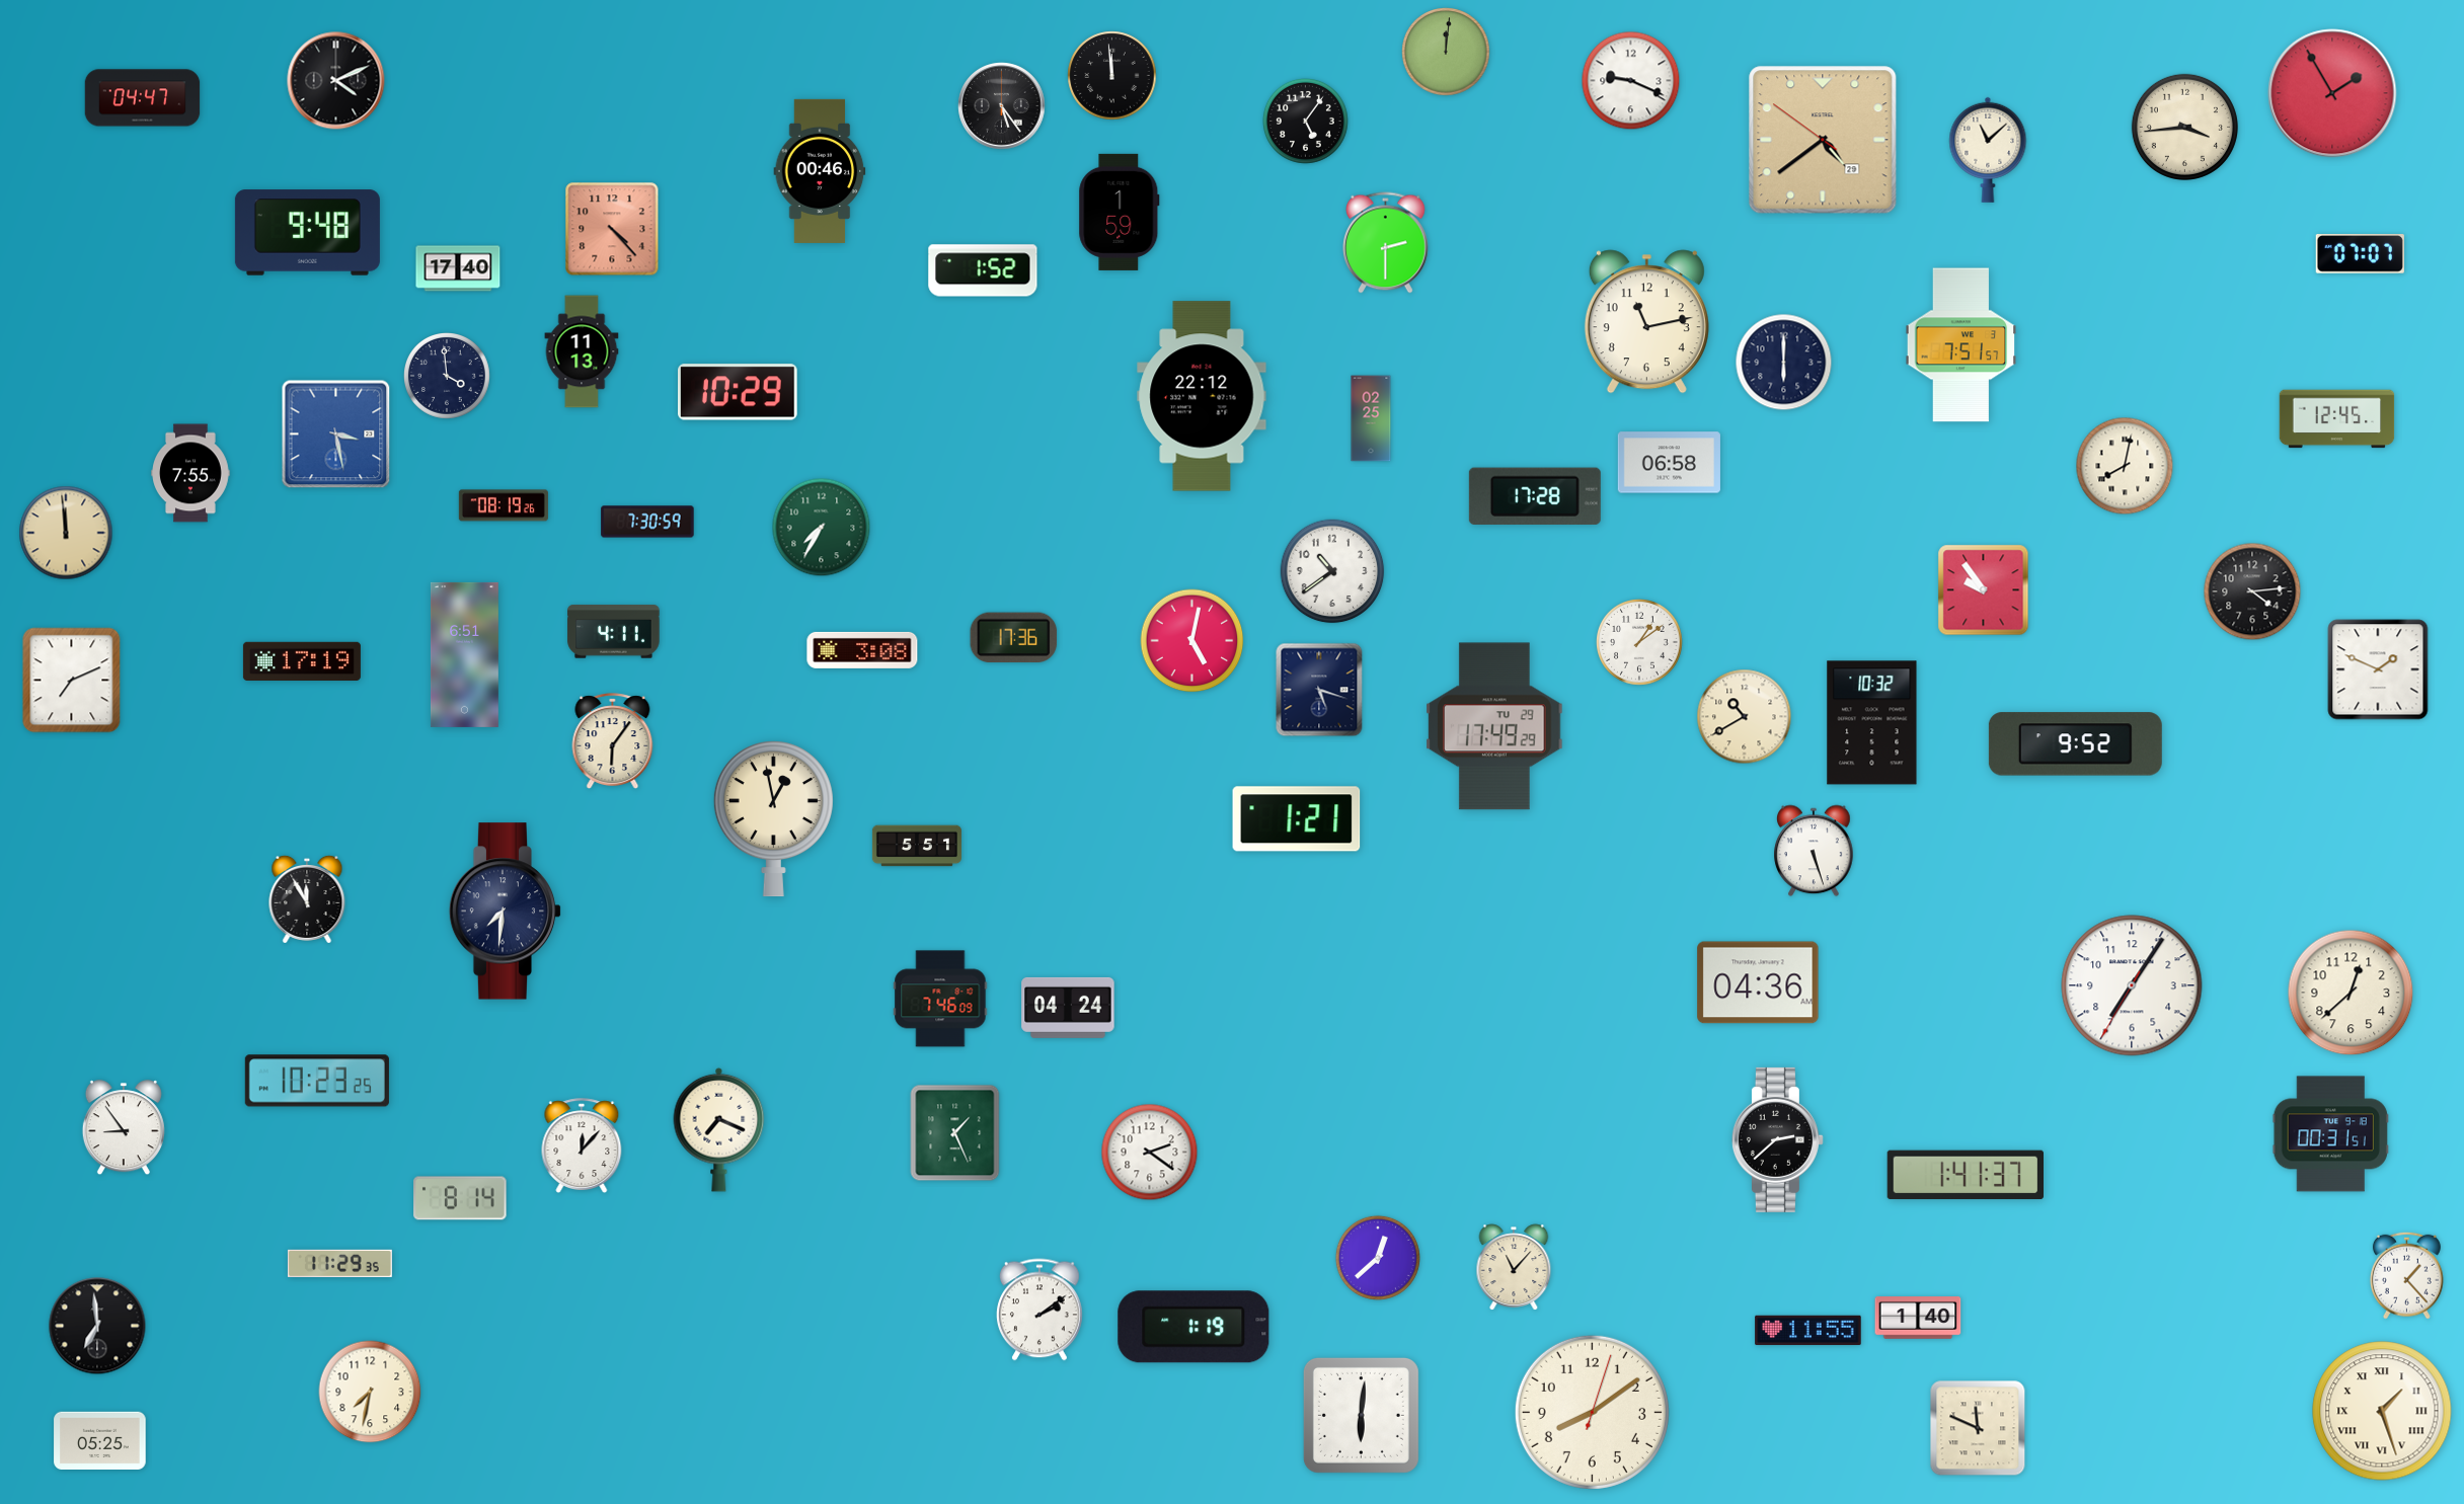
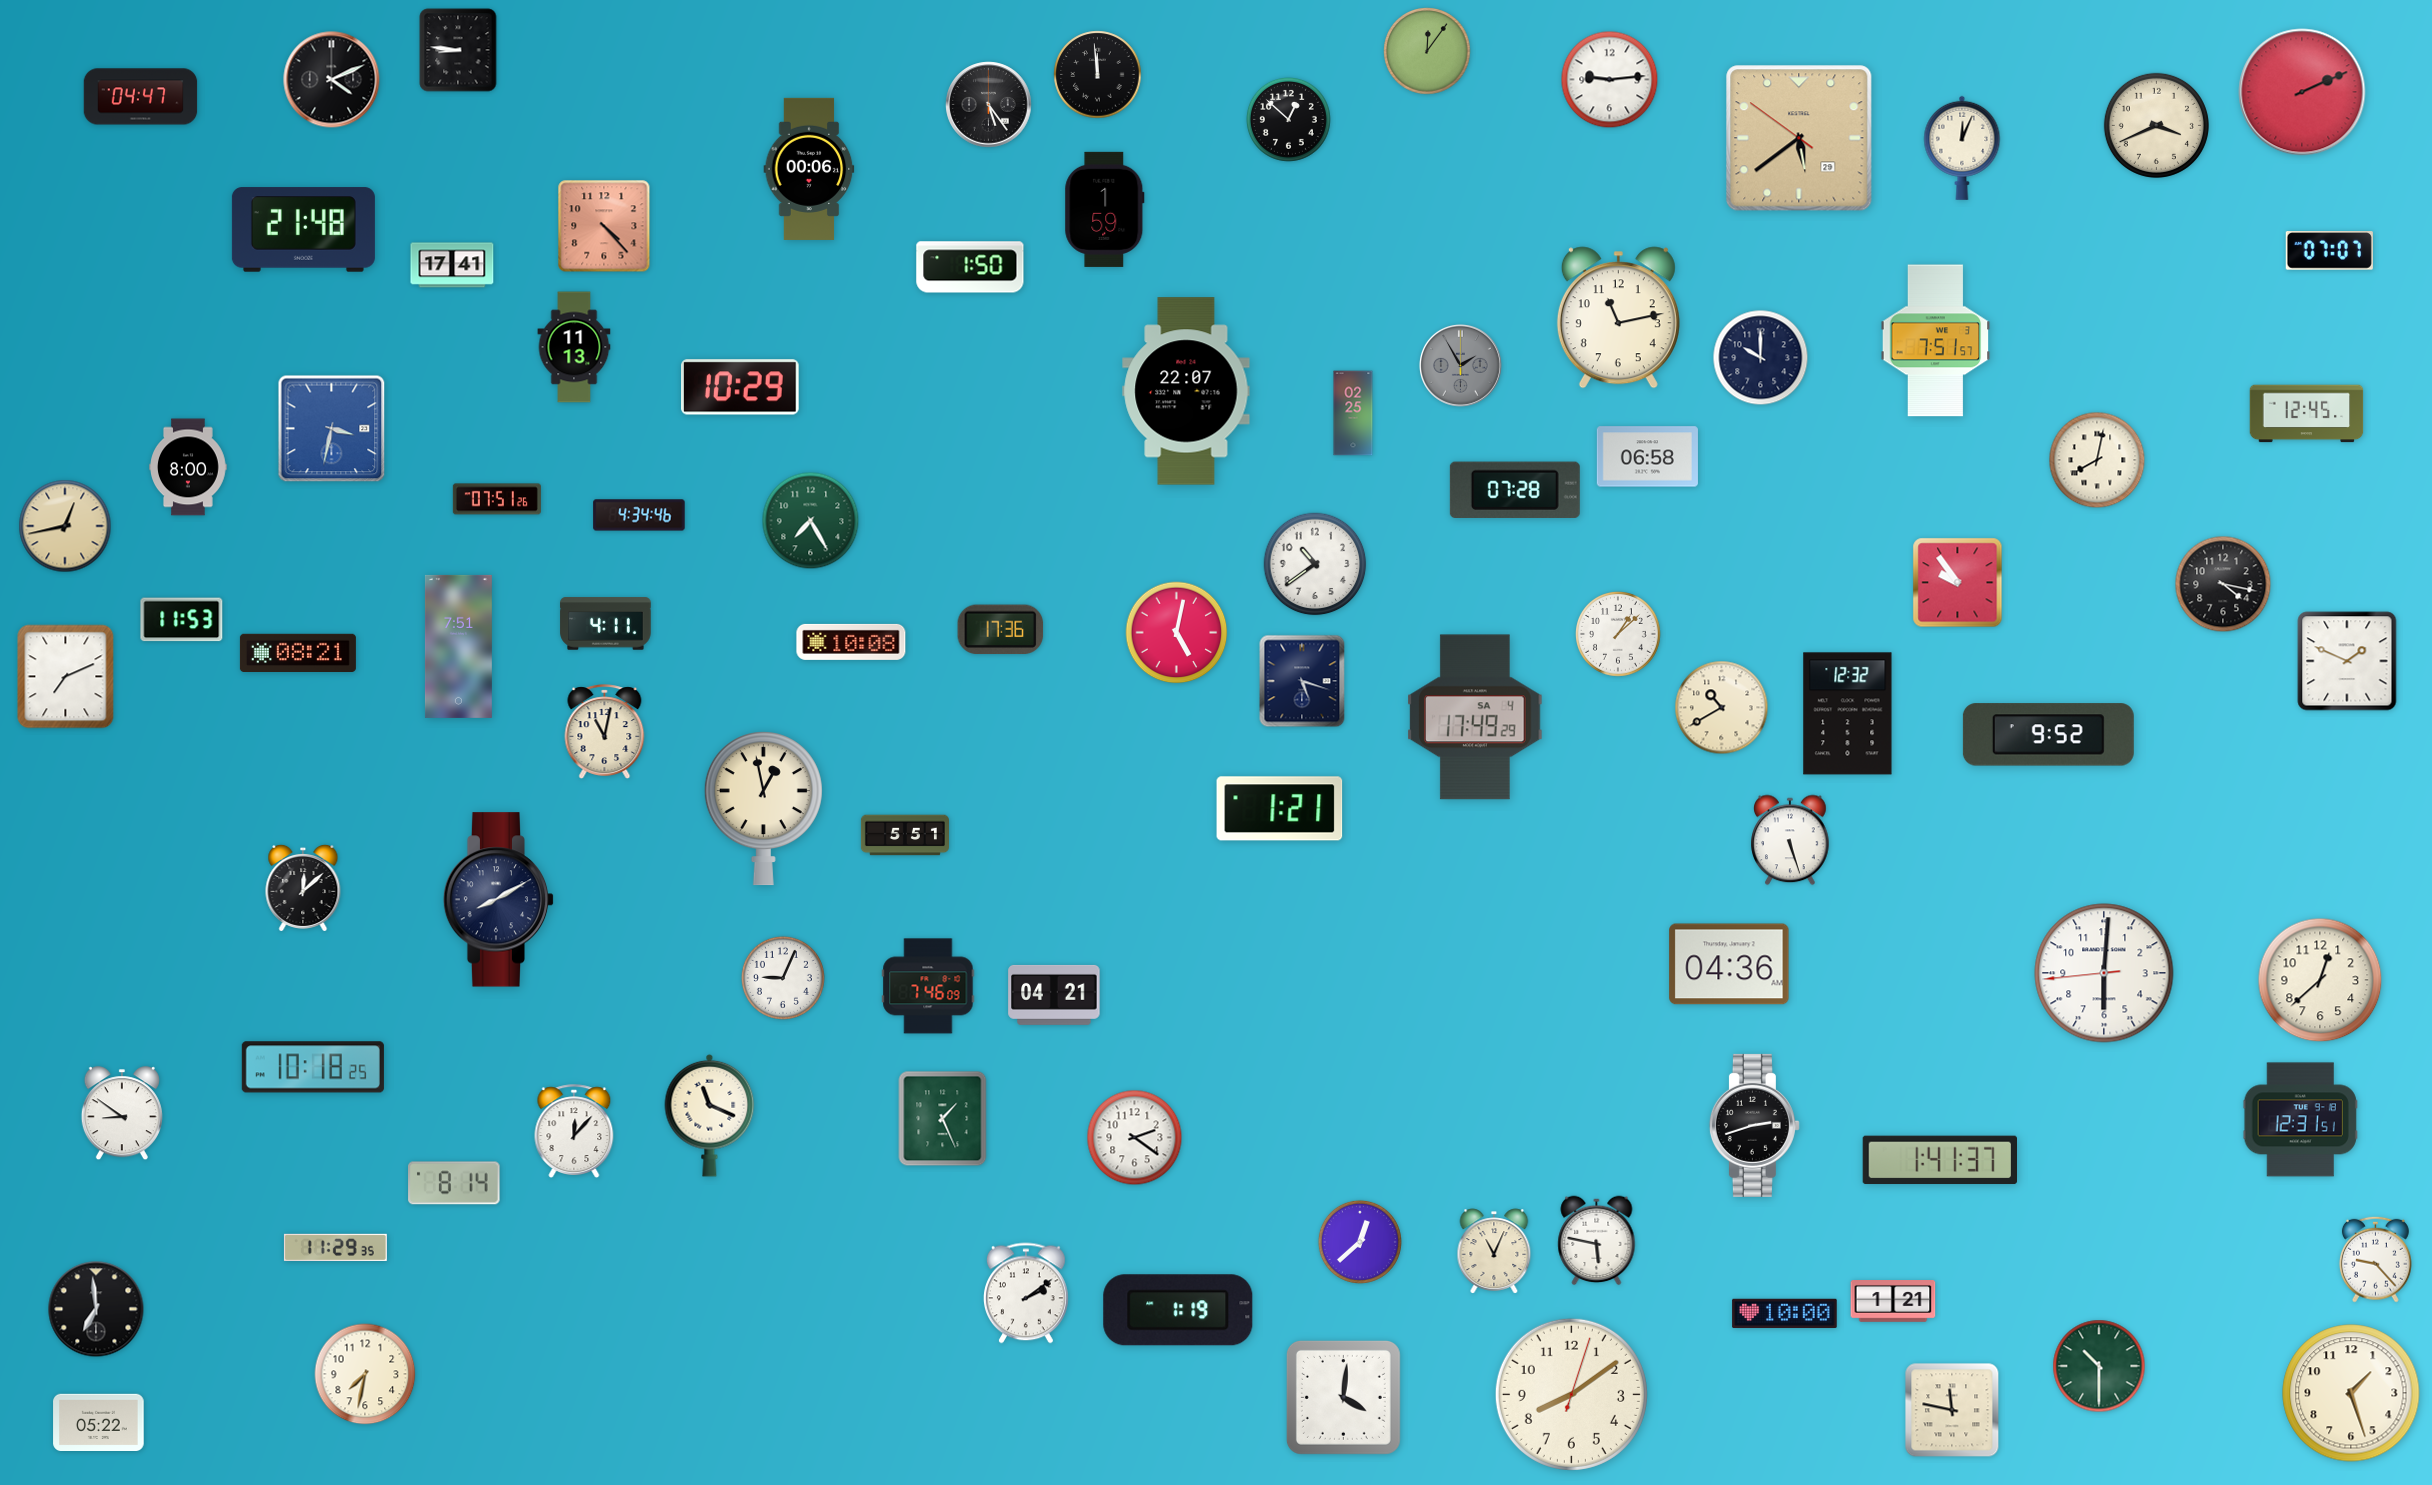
clock at (458, 50): none -> 8:46
clock at (1446, 52): 12:01 -> 12:06
clock at (1631, 81): 9:19 -> 9:14
clock at (2332, 93): 1:55 -> 2:11
clock at (1305, 121): 5:06 -> 12:52
clock at (2184, 127): 3:44 -> 3:41
clock at (1823, 140): 4:38 -> 5:38
clock at (1988, 150): 11:08 -> 12:04
clock at (820, 171): 00:46 -> 00:06
clock at (307, 233): 9:48 -> 21:48
clock at (1386, 243): 2:30 -> none
clock at (458, 268): 17:40 -> 17:41
clock at (983, 270): 1:52 -> 1:50
clock at (1646, 322) position: (1646, 322) -> (1618, 318)
clock at (1784, 363): 6:00 -> 10:00
clock at (1460, 365): none -> 1:55
clock at (448, 377): 3:59 -> none
clock at (739, 392) position: (739, 392) -> (741, 387)
clock at (1202, 396): 22:12 -> 22:07
clock at (336, 434): 3:28 -> 3:32
clock at (190, 473): 7:55 -> 8:00
clock at (1535, 495): 17:28 -> 07:28
clock at (504, 505): 08:19 -> 07:51
clock at (647, 522): 7:30 -> 4:34
clock at (822, 528): 7:35 -> 7:25
clock at (66, 533): 11:59 -> 12:43
clock at (2252, 591): 4:14 -> 4:17
clock at (182, 620): none -> 11:53
clock at (1640, 643): 1:09 -> 1:08
clock at (862, 650): 3:08 -> 10:08
clock at (464, 654): 6:51 -> 7:51
clock at (302, 661): 17:19 -> 08:21
clock at (72, 681) position: (72, 681) -> (66, 677)
clock at (1872, 723): 10:32 -> 12:32
clock at (1494, 726) date: TU 29 -> SA 4
clock at (613, 740): 6:06 -> 11:02
clock at (307, 899): 11:55 -> 12:08
clock at (506, 912): 7:31 -> 8:10
clock at (1758, 982) position: (1758, 982) -> (1729, 964)
clock at (2132, 985): 7:05 -> 6:00
clock at (783, 978): none -> 9:04
clock at (1068, 1008): 04:24 -> 04:21
clock at (317, 1081): 10:23 -> 10:18
clock at (124, 1128): 8:54 -> 8:51
clock at (719, 1129): 7:19 -> 11:19
clock at (2330, 1134): 00:31 -> 12:31
clock at (1777, 1139): 2:38 -> 2:42
clock at (1597, 1241): none -> 5:47
clock at (1514, 1267): 11:07 -> 11:04
clock at (2406, 1275): 1:23 -> 9:23
clock at (1918, 1319): 1:40 -> 1:21
clock at (1808, 1331): 11:55 -> 10:00
clock at (2099, 1366): none -> 10:30
clock at (2382, 1411) numerals: Roman -> Arabic
clock at (1361, 1415): 6:01 -> 4:01
clock at (1978, 1428): 11:49 -> 11:47
clock at (100, 1441): 05:25 -> 05:22
